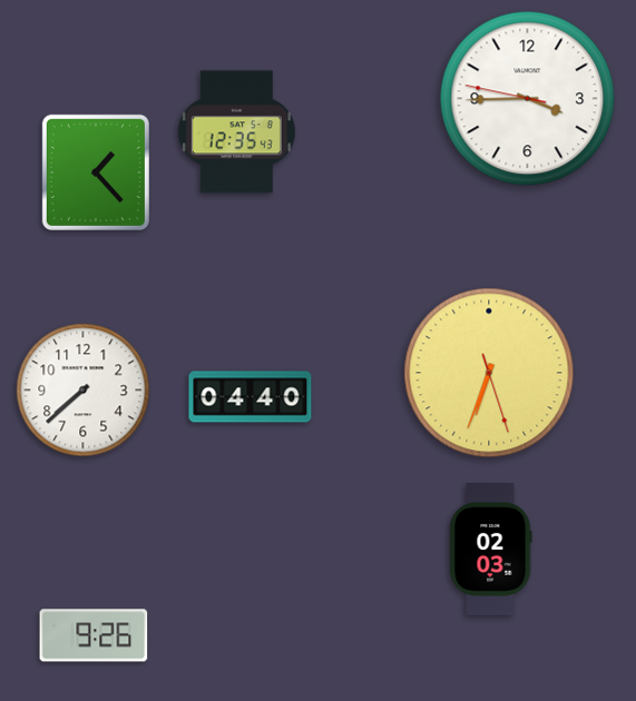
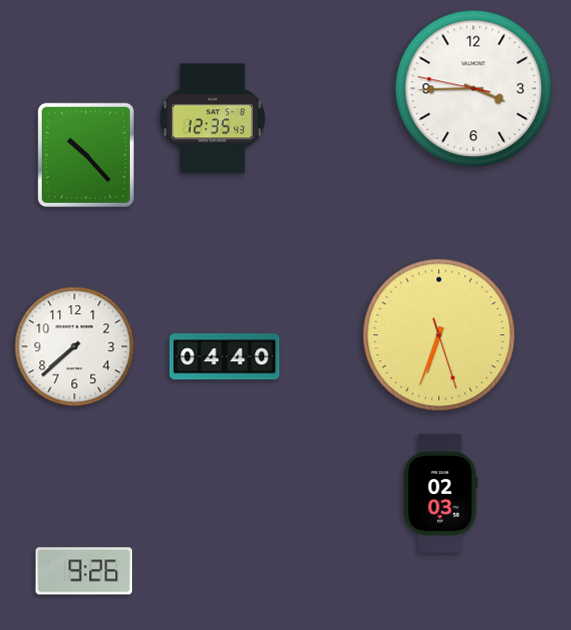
clock at (96, 172): 1:23 -> 10:23
clock at (84, 391) position: (84, 391) -> (75, 347)
